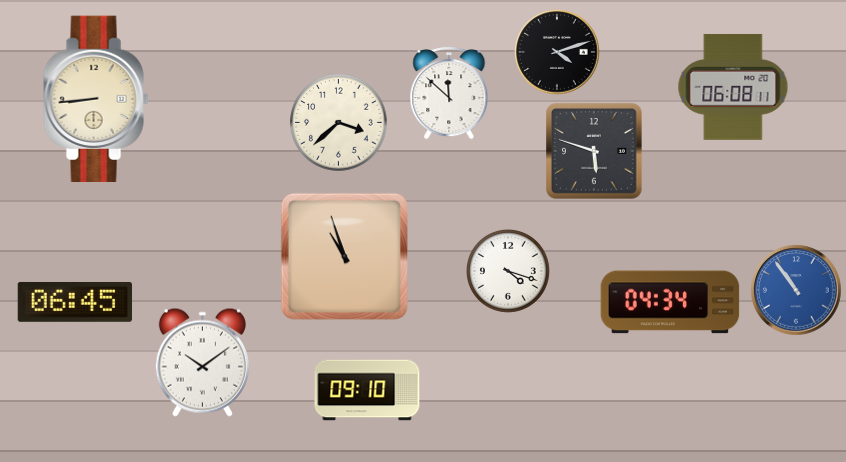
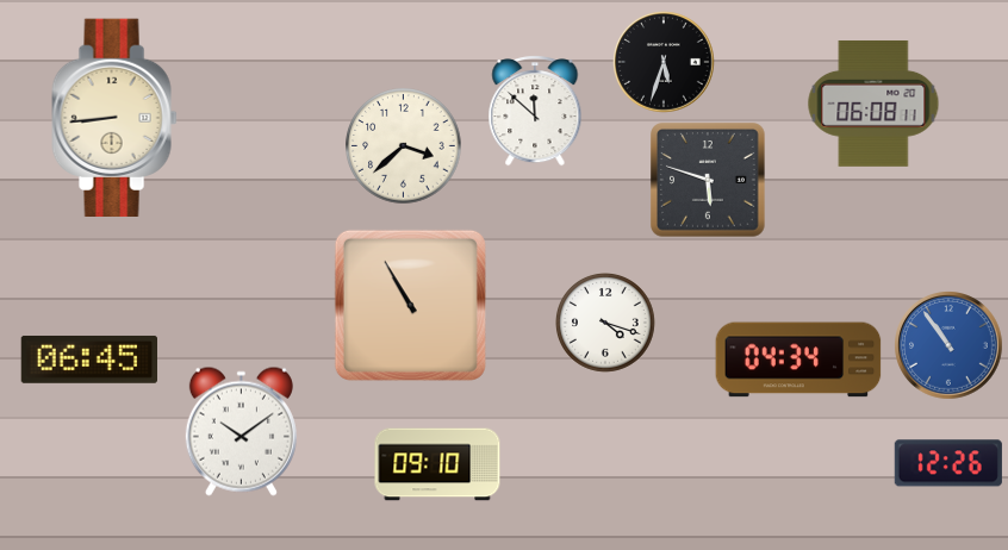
clock at (557, 52): 4:12 -> 5:33
clock at (344, 256): 10:57 -> 10:55
clock at (948, 463): none -> 12:26
